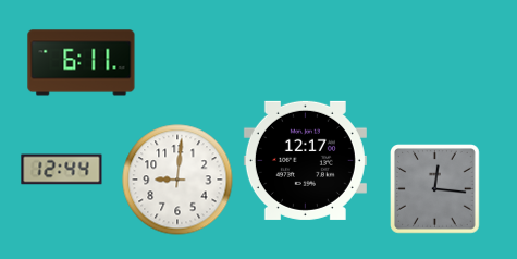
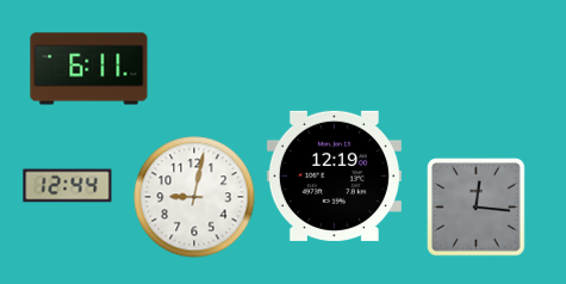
clock at (305, 160): 12:17 -> 12:19
clock at (177, 180): 9:01 -> 9:02
